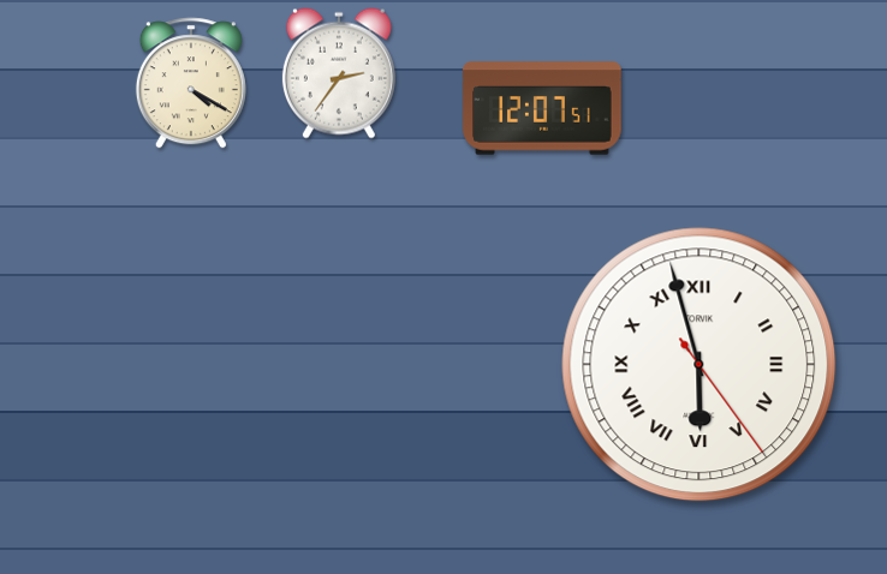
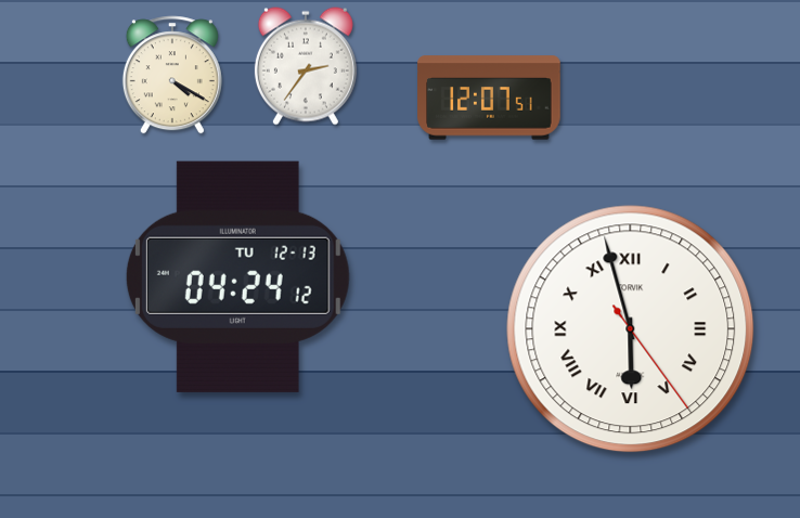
clock at (237, 276): none -> 04:24
